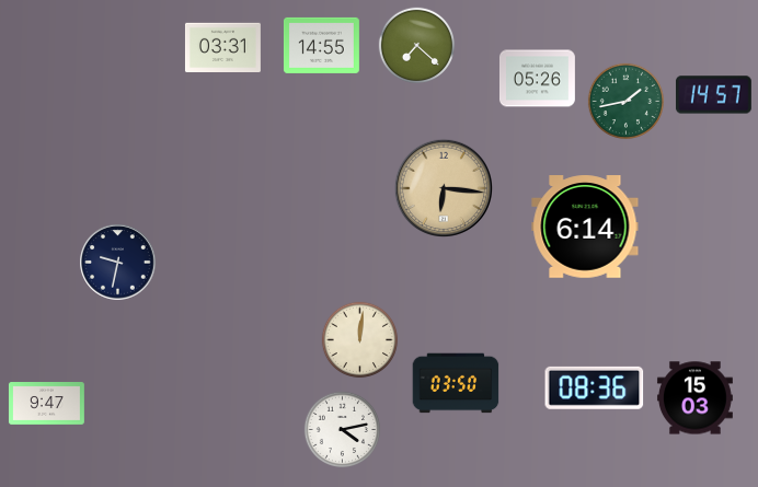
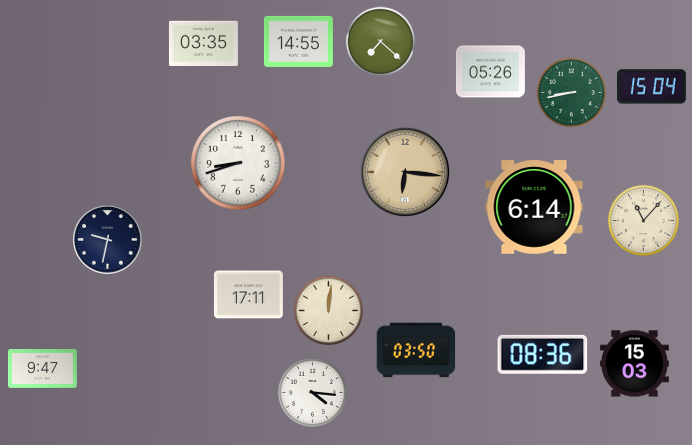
clock at (321, 45) position: (321, 45) -> (298, 41)
clock at (222, 48): 03:31 -> 03:35
clock at (713, 95): 14:57 -> 15:04
clock at (627, 102): 1:43 -> 8:43
clock at (238, 163): none -> 8:42
clock at (643, 220): none -> 11:07
clock at (248, 295): none -> 17:11
clock at (343, 430): 4:13 -> 4:16
